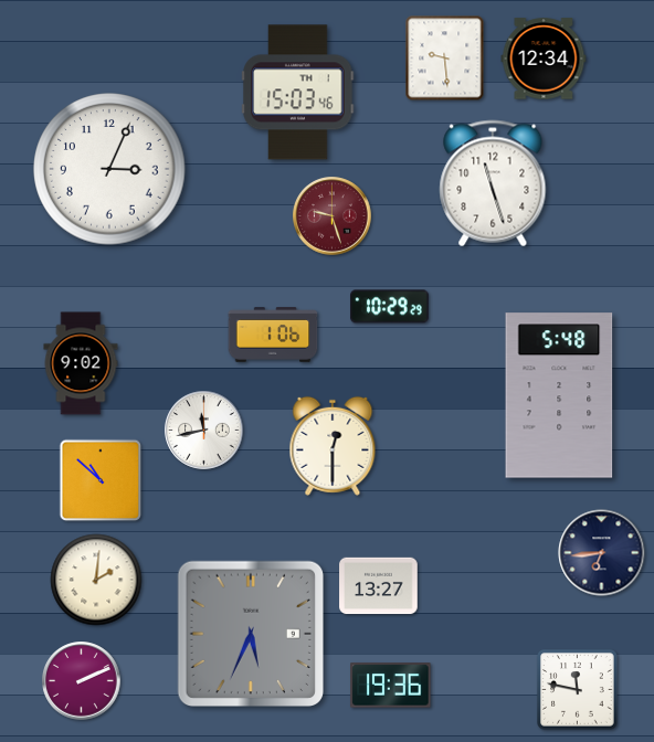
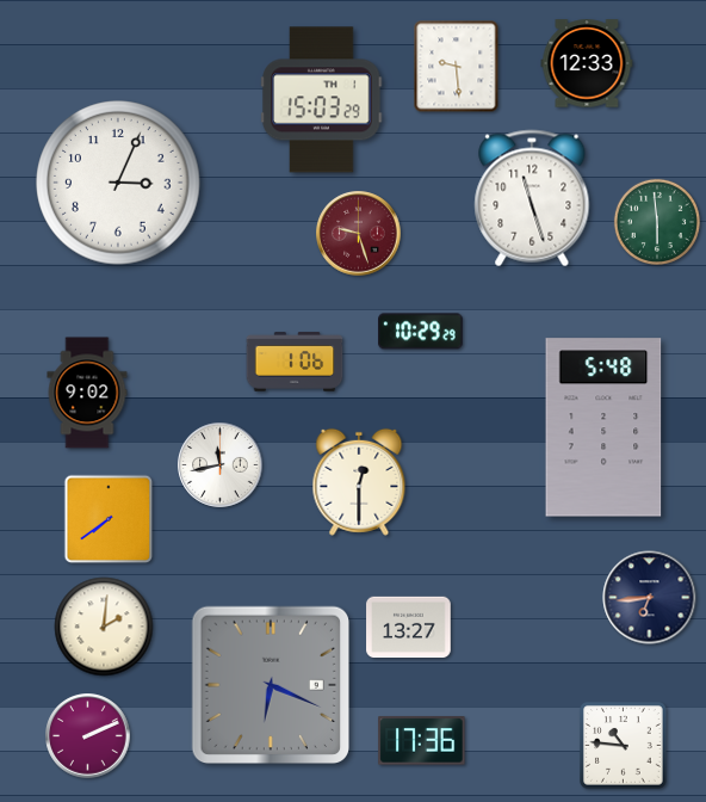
clock at (445, 59) position: (445, 59) -> (457, 67)
clock at (544, 59): 12:34 -> 12:33
clock at (298, 93): 15:03:46 -> 15:03:29
clock at (657, 222): none -> 5:59
clock at (101, 480): 10:52 -> 7:39
clock at (379, 586) position: (379, 586) -> (409, 628)
clock at (250, 633): 5:34 -> 6:19
clock at (391, 686): 19:36 -> 17:36
clock at (578, 690): 11:47 -> 10:46
